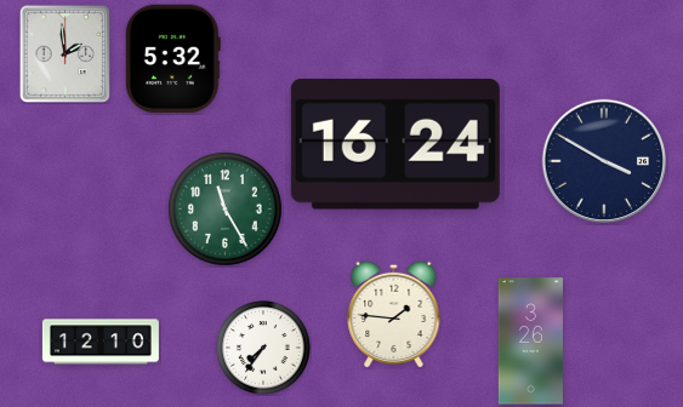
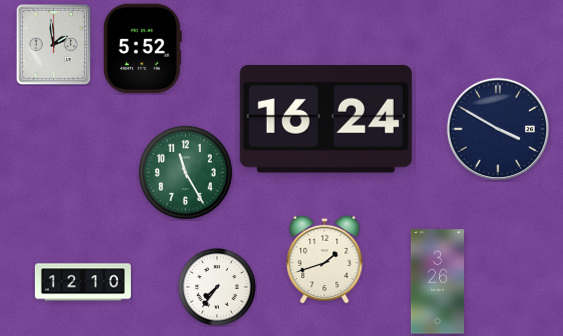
clock at (172, 59): 5:32 -> 5:52
clock at (604, 161) position: (604, 161) -> (498, 129)
clock at (394, 314): 1:46 -> 1:42
